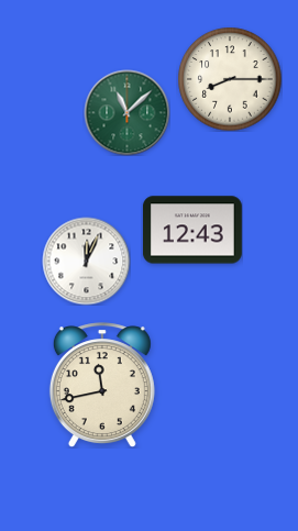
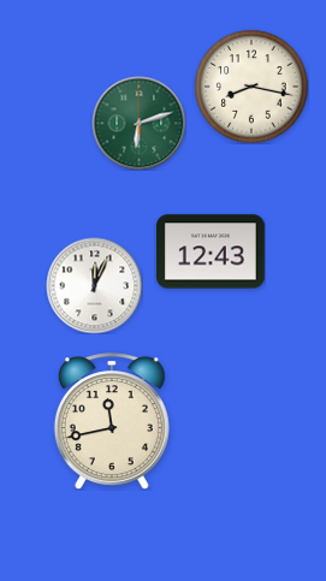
clock at (230, 79): 8:15 -> 8:17
clock at (126, 112): 11:08 -> 6:12
